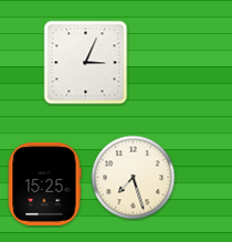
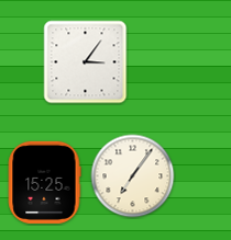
clock at (86, 63): 3:04 -> 3:06
clock at (134, 178): 7:27 -> 7:06
